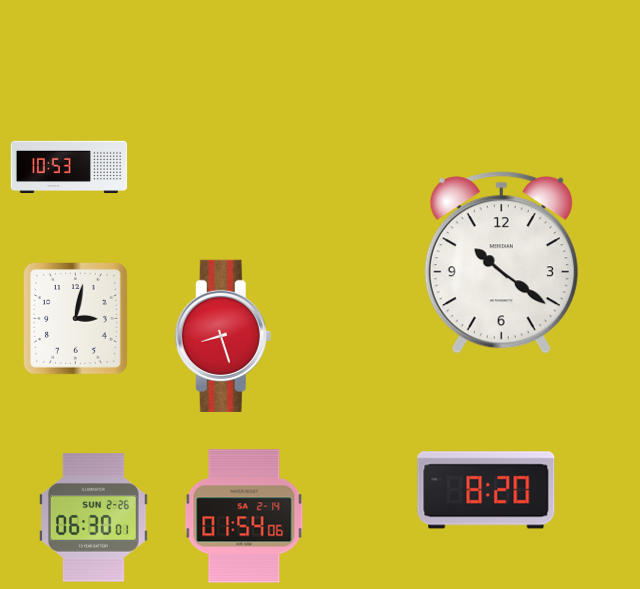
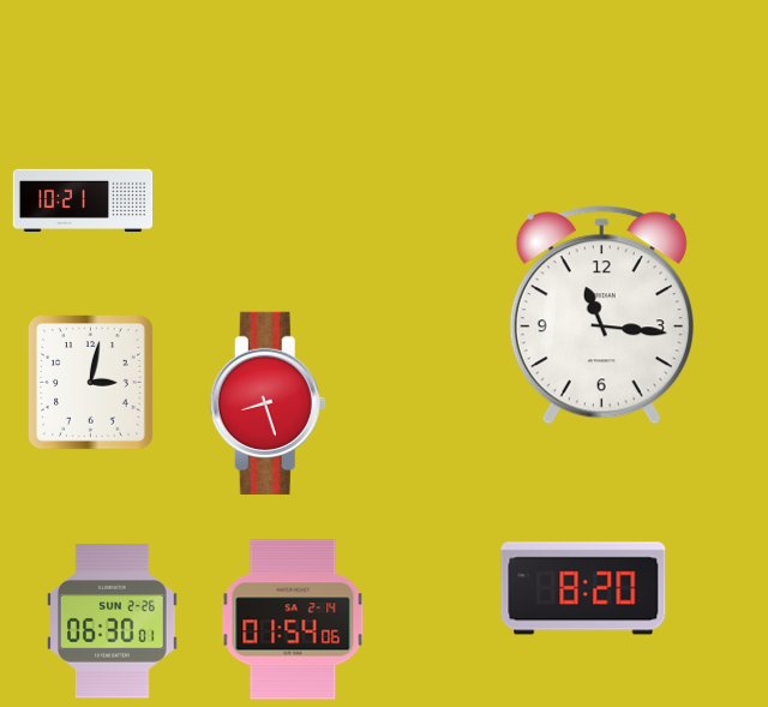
clock at (69, 167): 10:53 -> 10:21
clock at (501, 263): 10:21 -> 11:16
